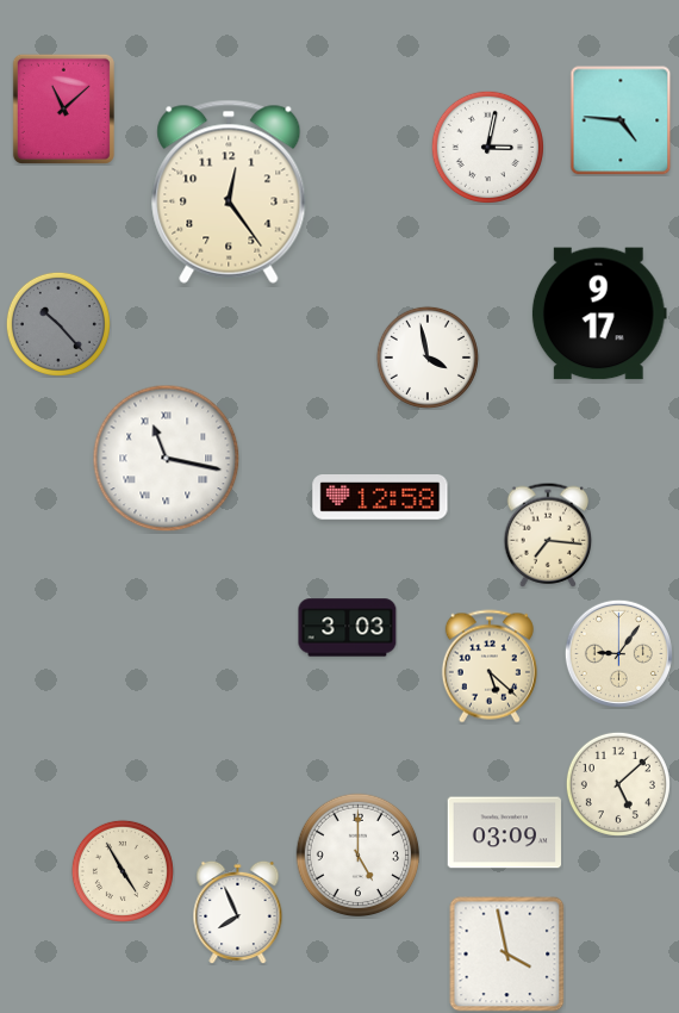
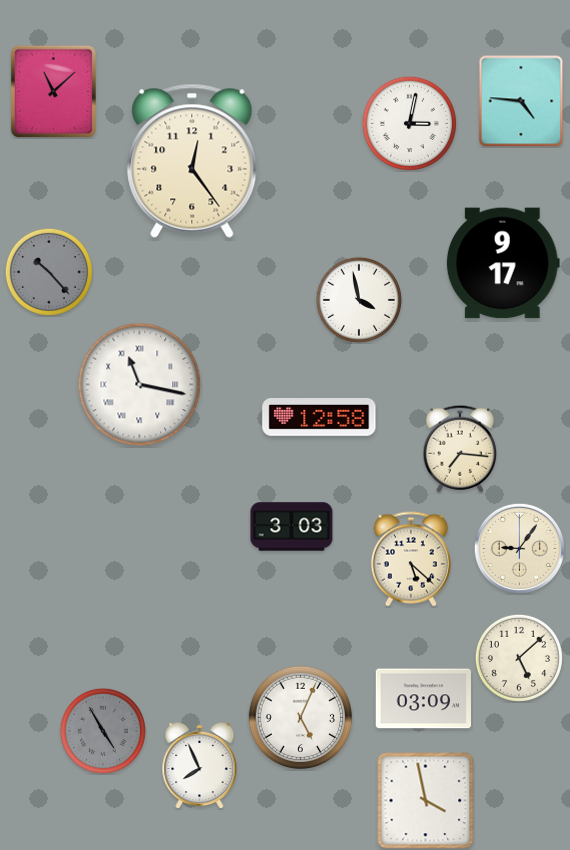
clock at (359, 856): 5:00 -> 5:04
clock at (123, 871) dial: cream -> grey
